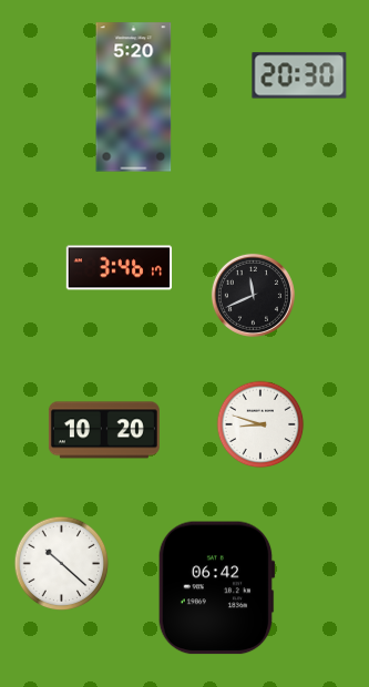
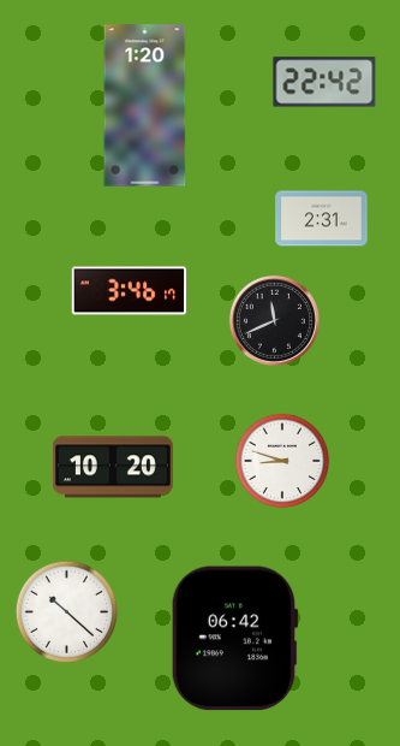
clock at (299, 75): 20:30 -> 22:42
clock at (134, 98): 5:20 -> 1:20
clock at (322, 219): none -> 2:31
